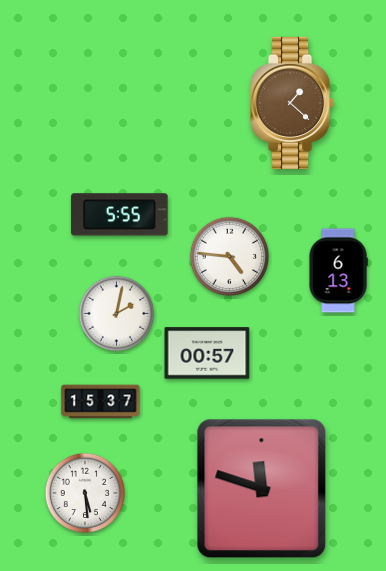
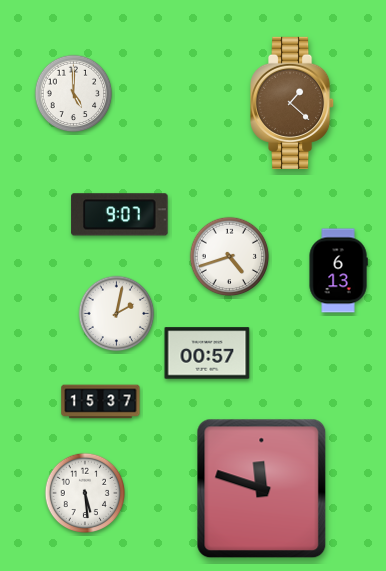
clock at (74, 94): none -> 5:00
clock at (120, 215): 5:55 -> 9:07
clock at (230, 257): 4:46 -> 4:42
